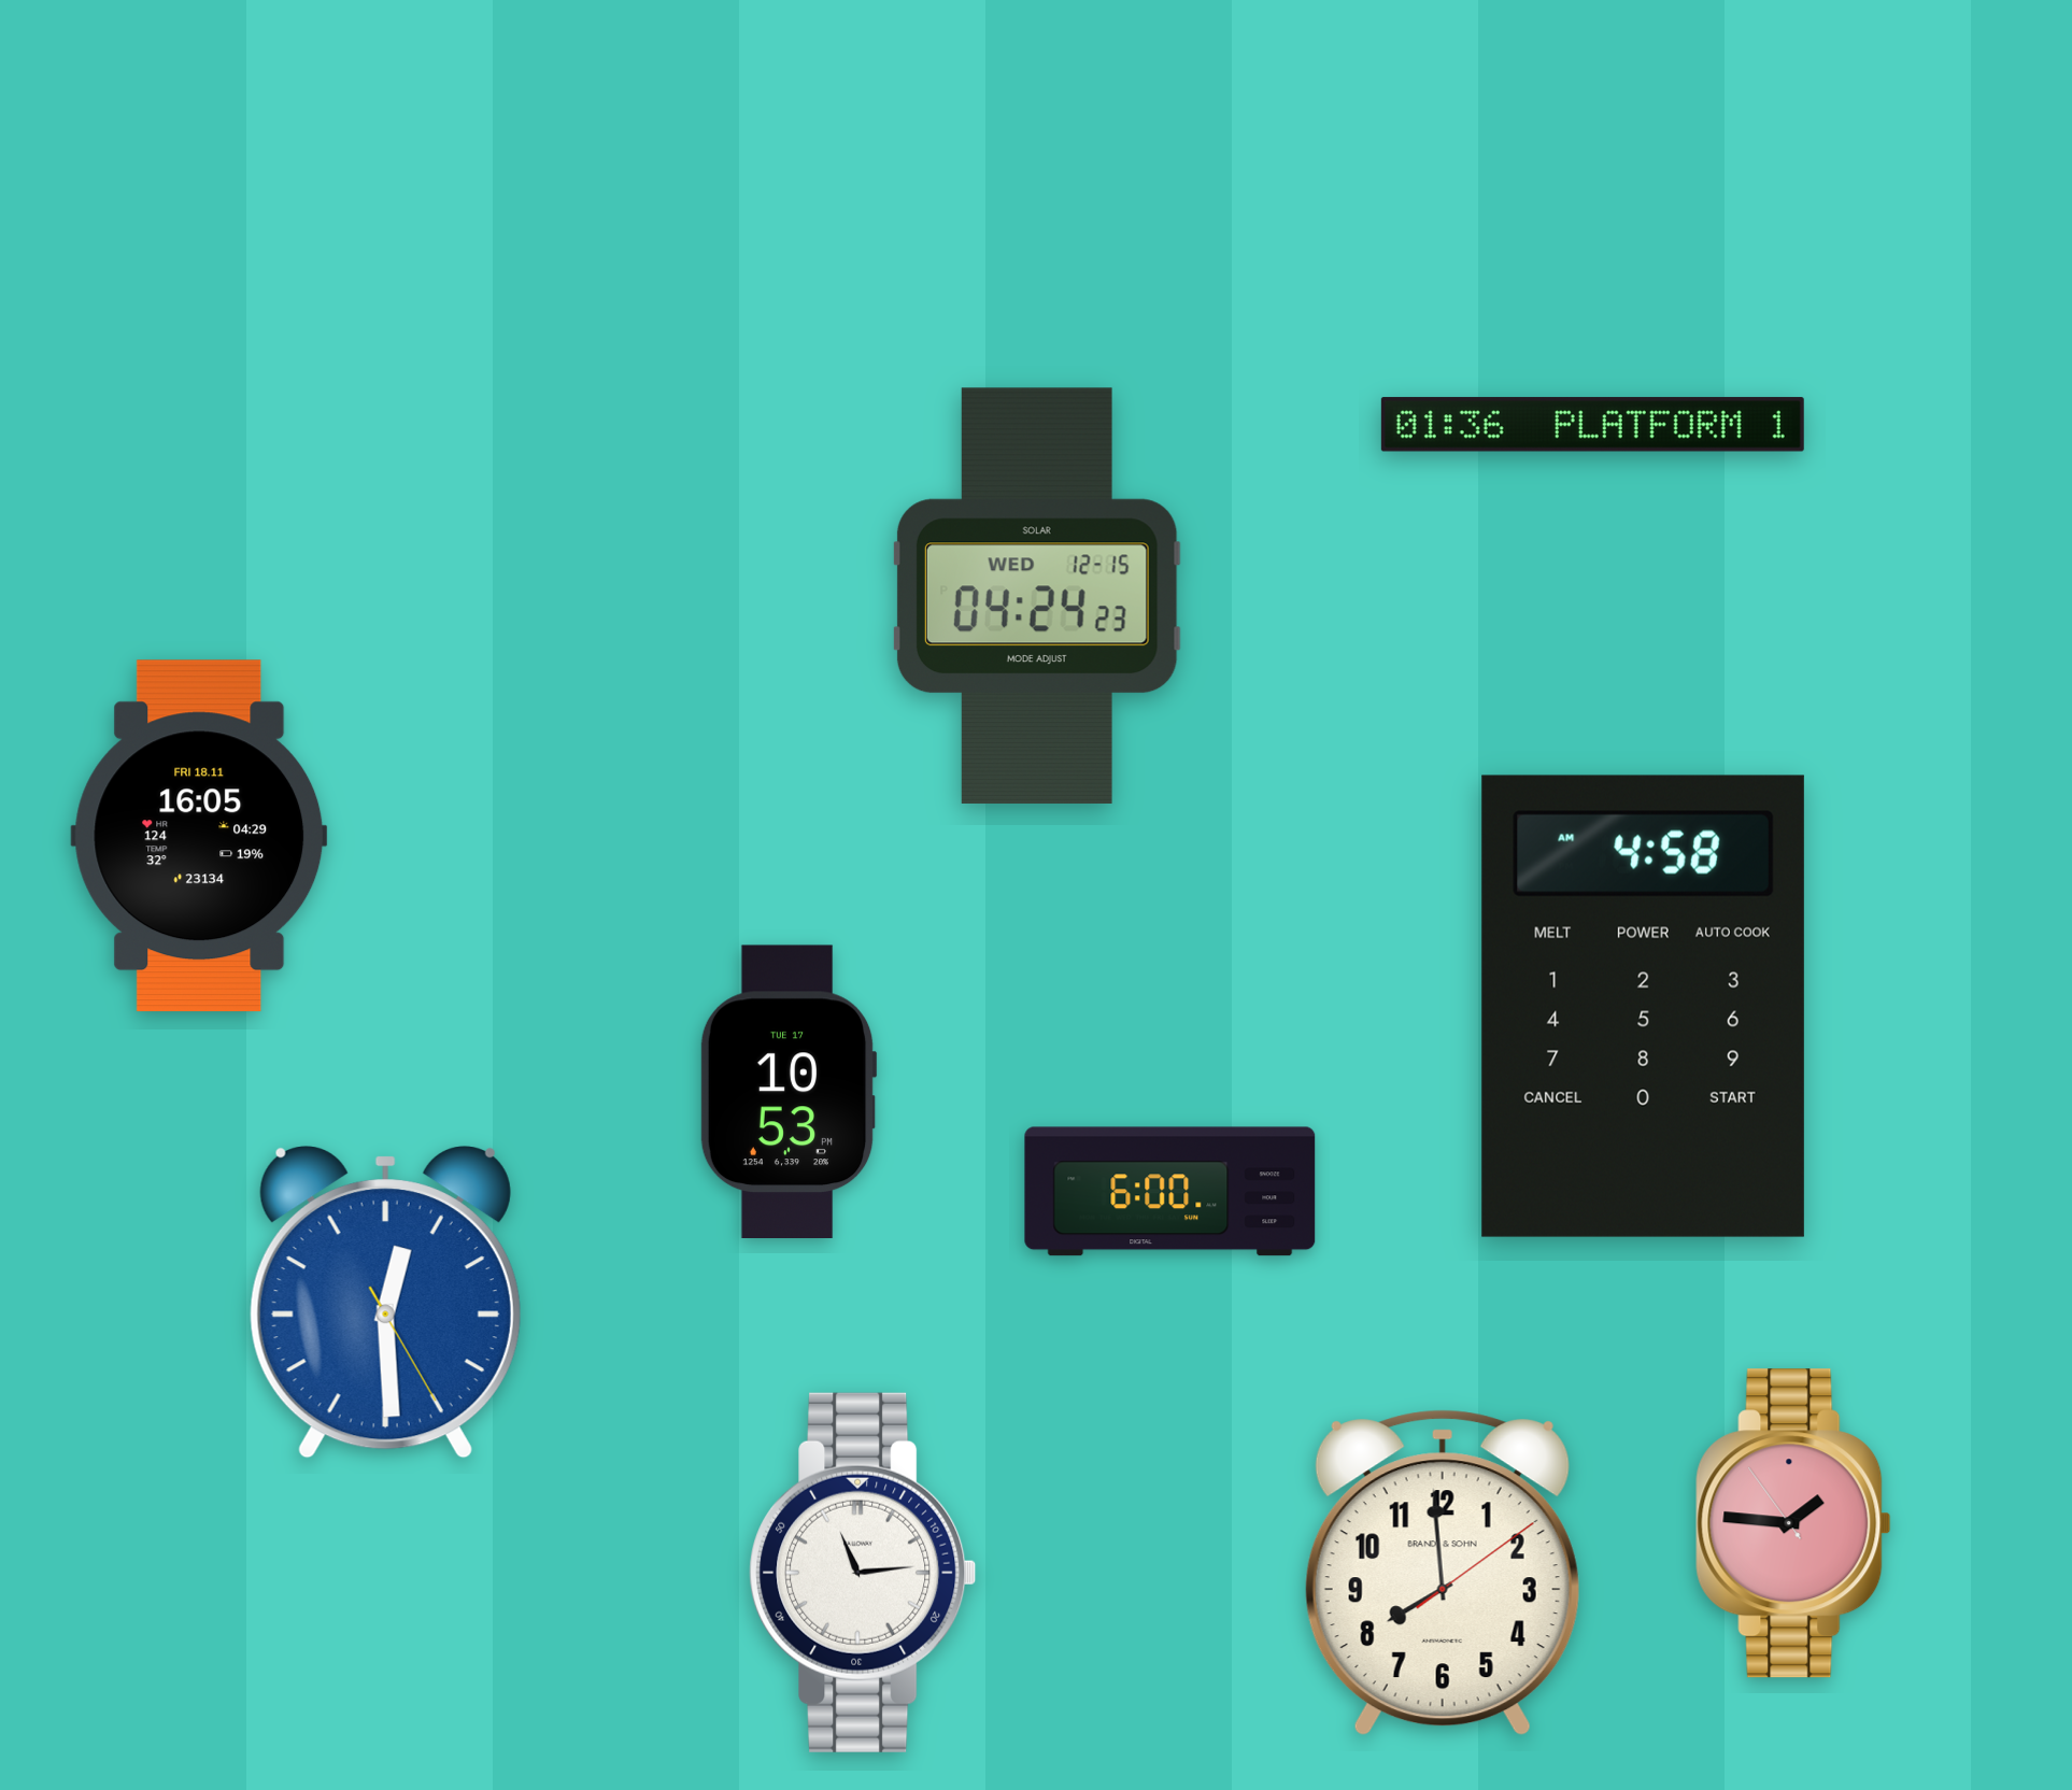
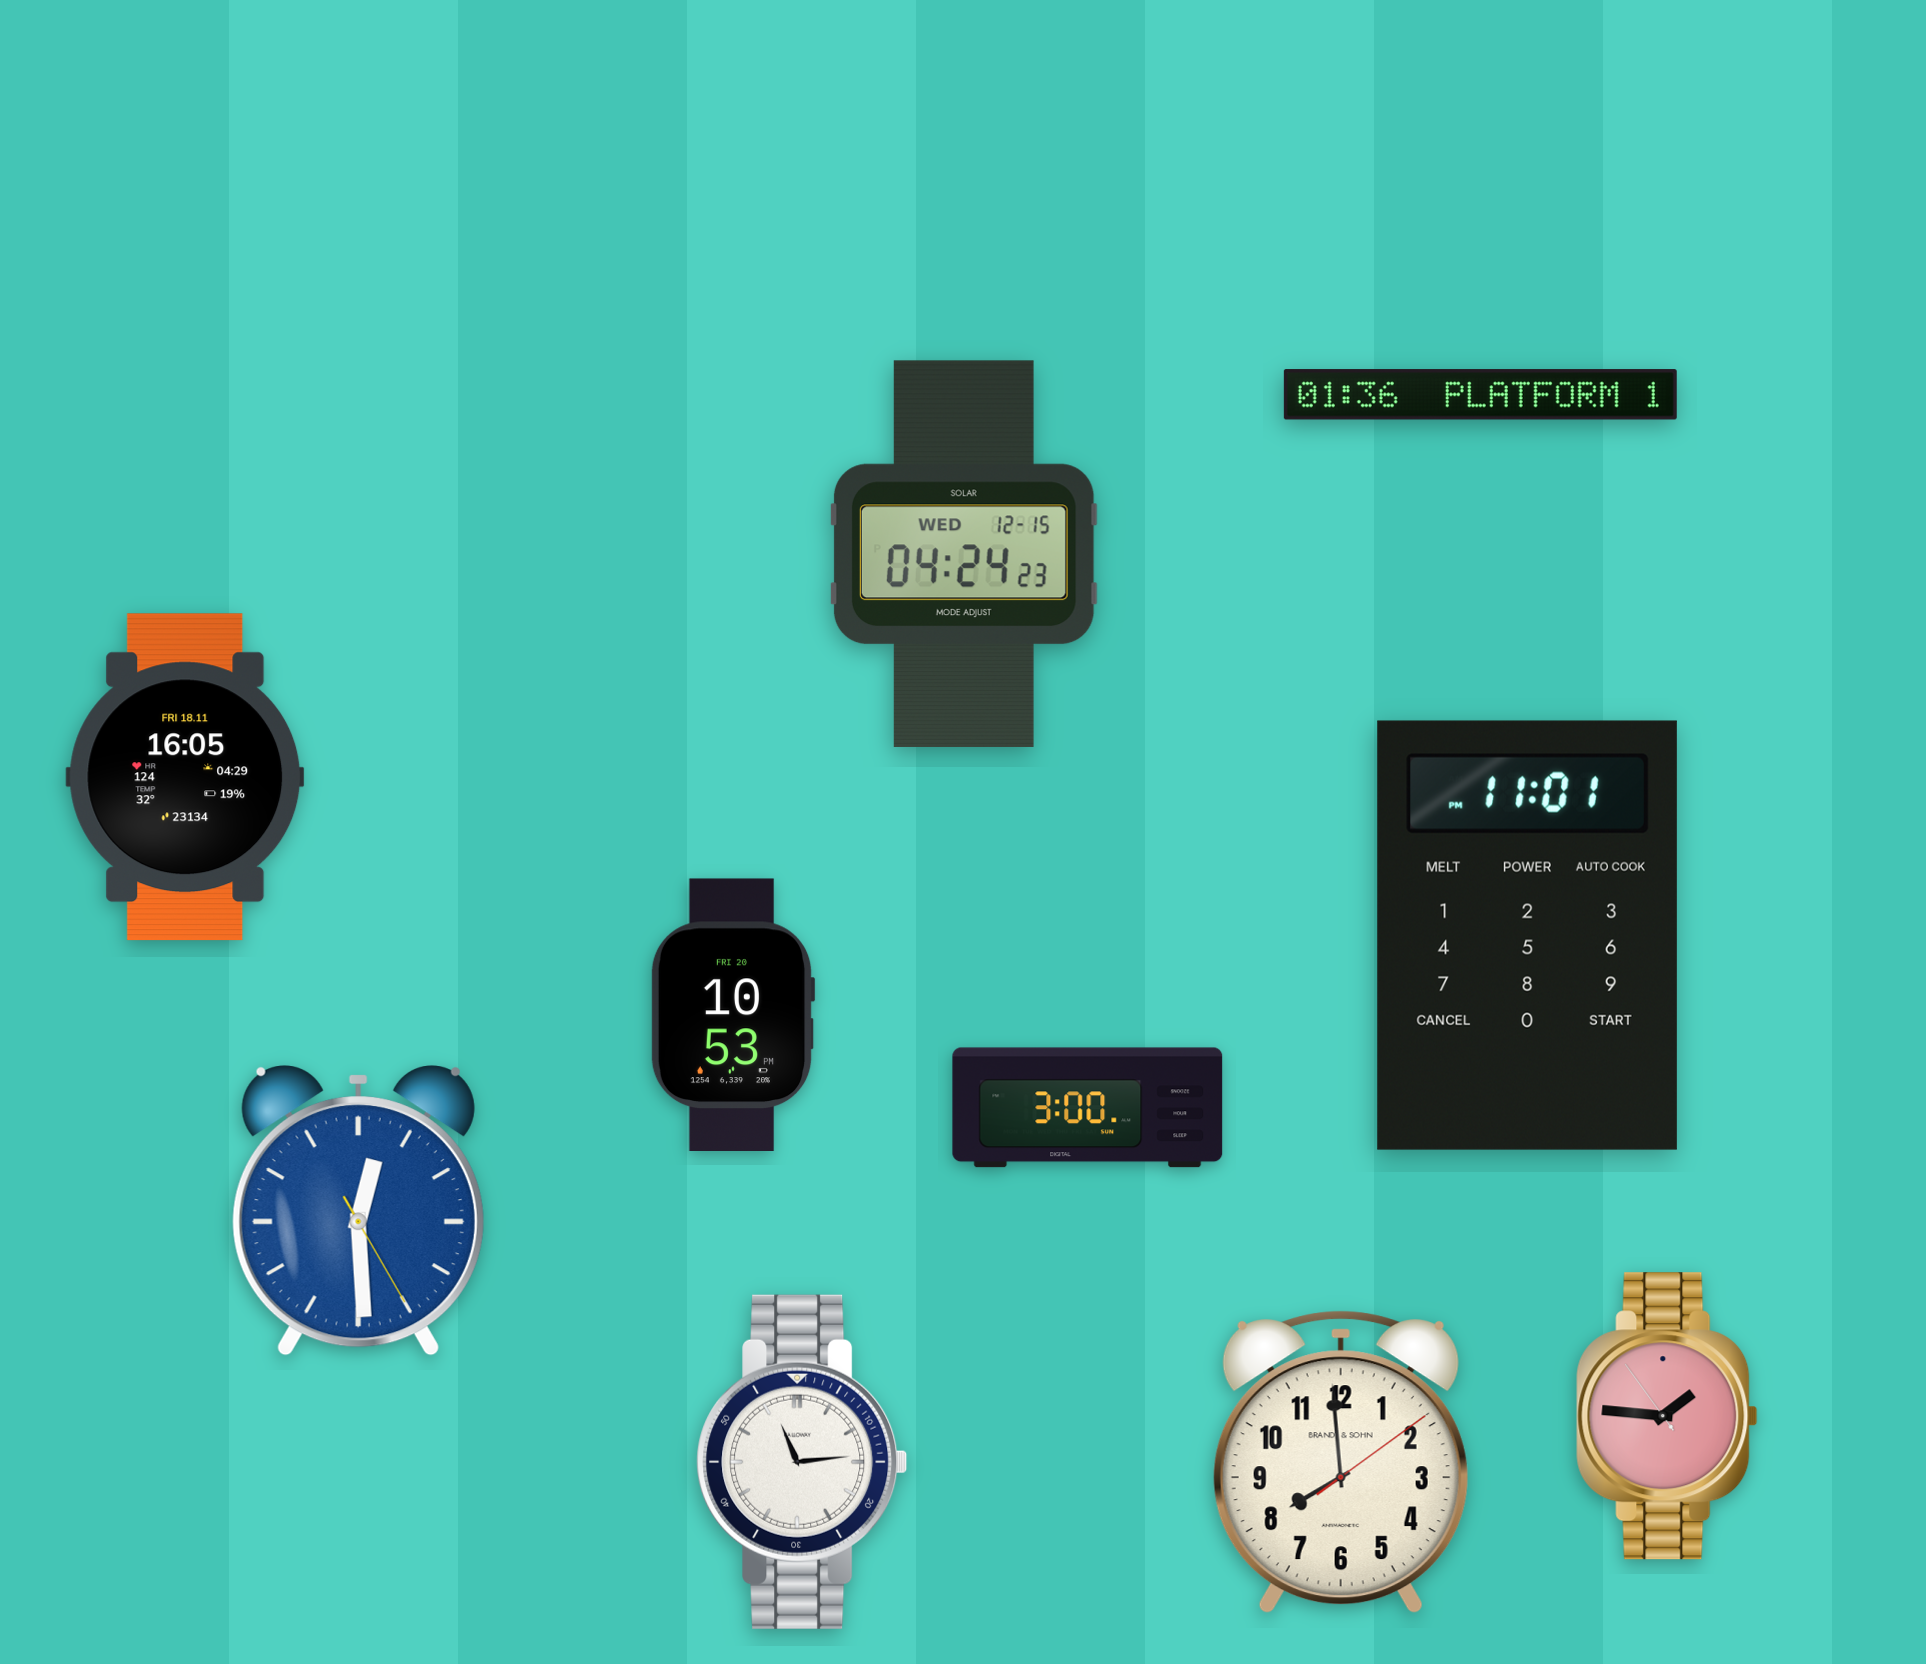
clock at (1643, 1006): 4:58 -> 11:01
clock at (789, 1091) date: TUE 17 -> FRI 20
clock at (1170, 1192): 6:00 -> 3:00
